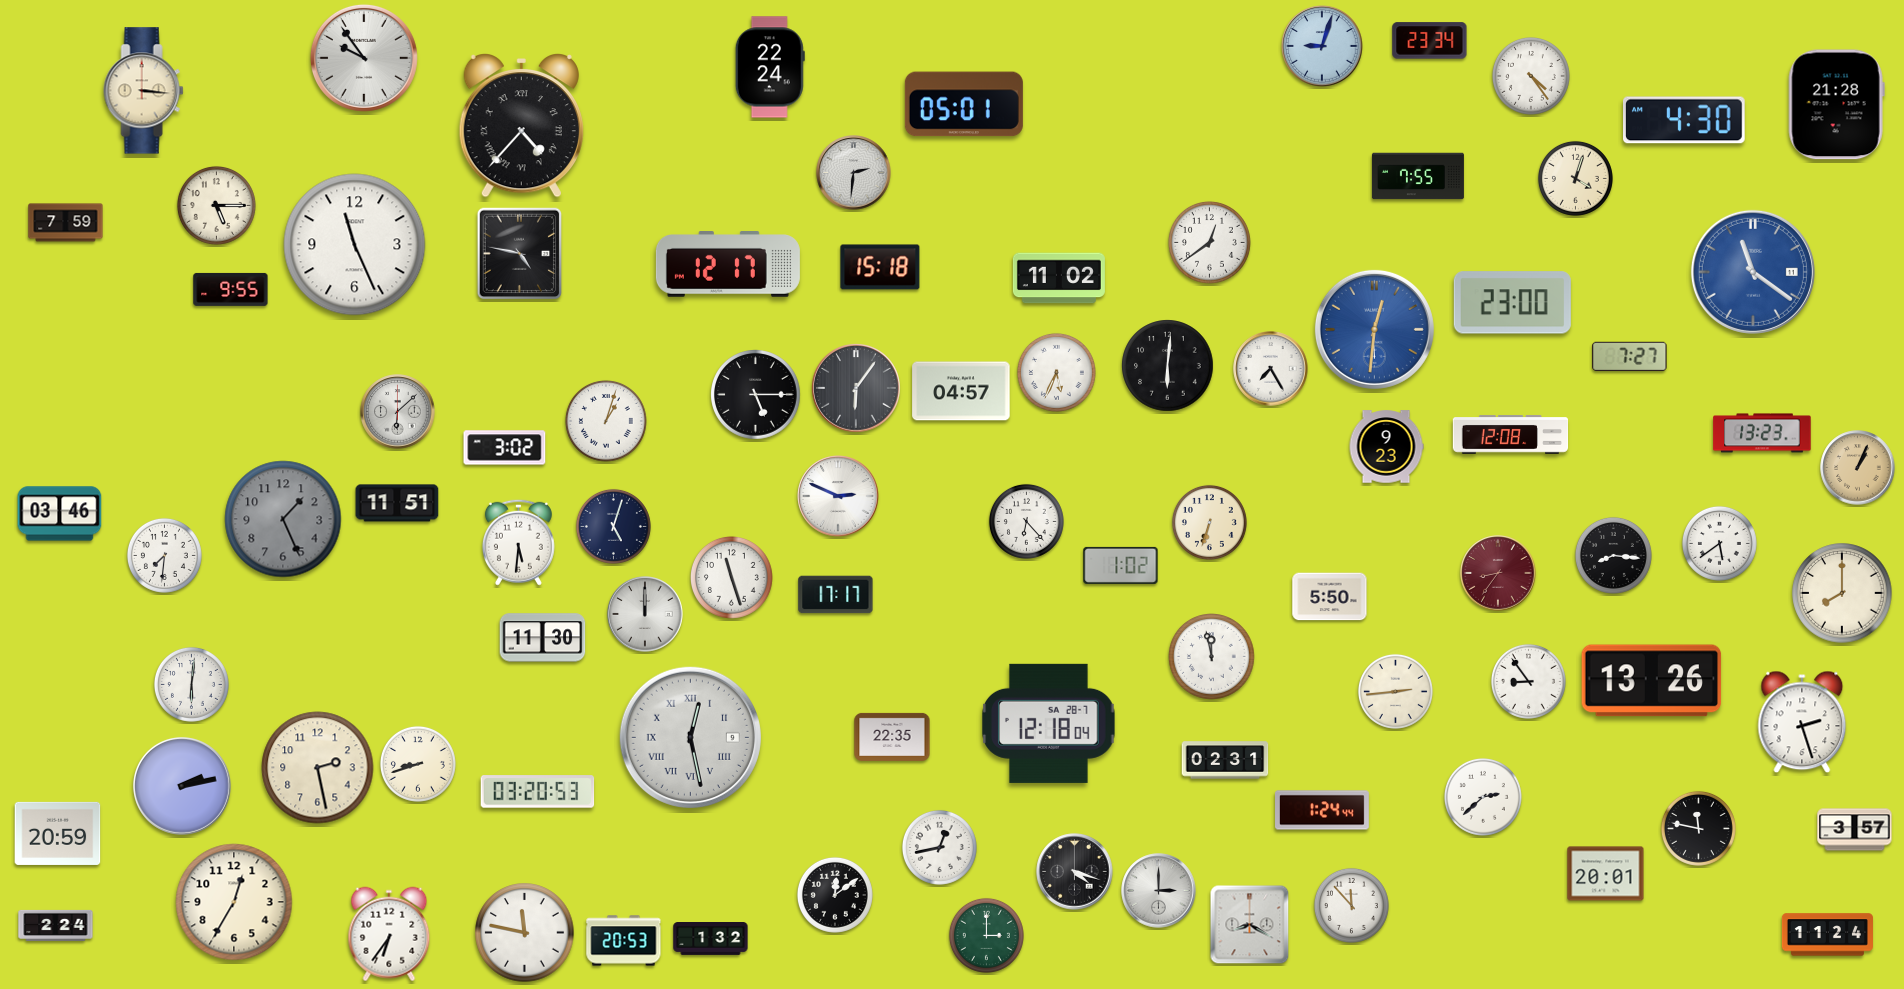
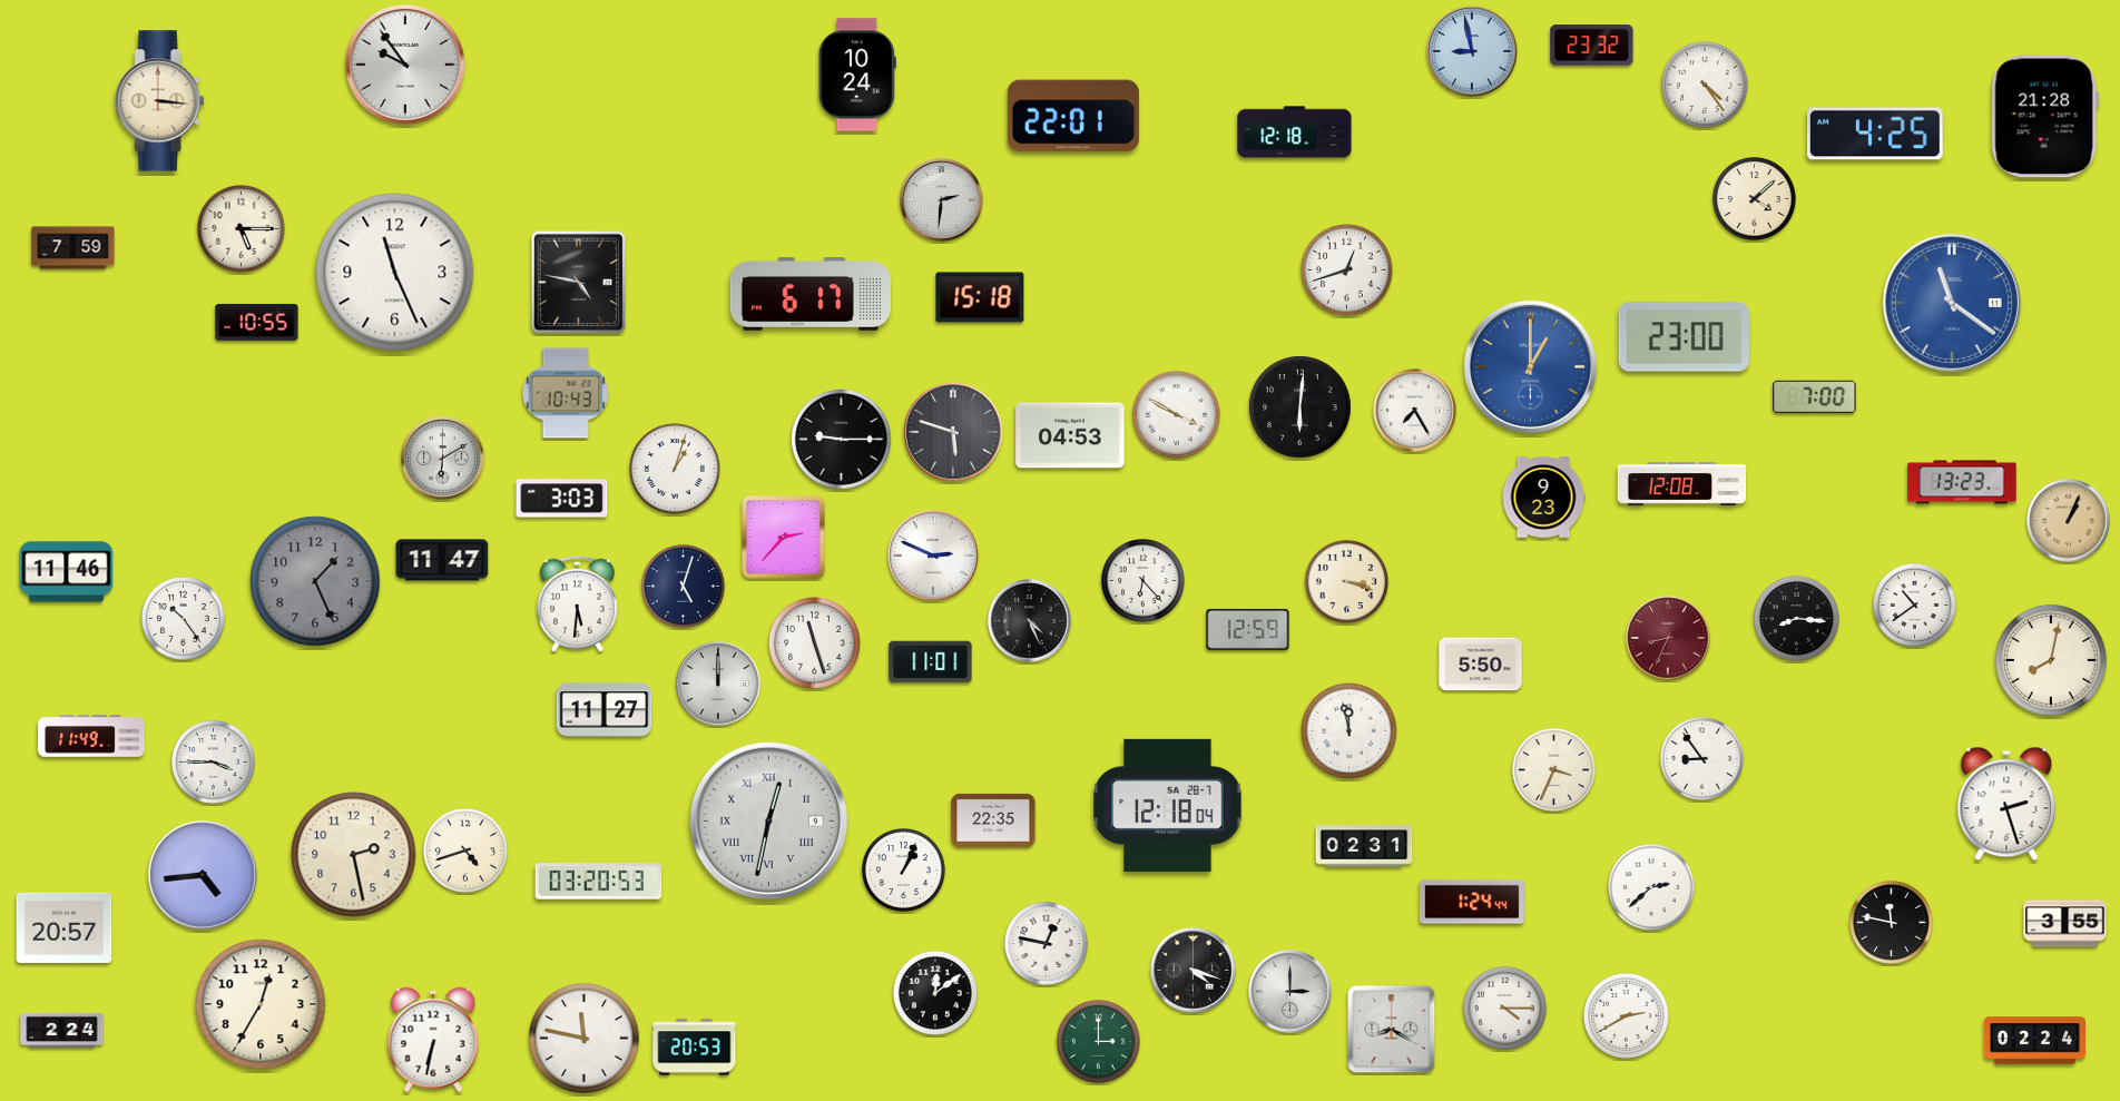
clock at (1430, 41): 23:34 -> 23:32
clock at (1322, 46): 9:03 -> 8:58
clock at (770, 67): 22:24 -> 10:24
clock at (964, 104): 05:01 -> 22:01
clock at (1295, 132): none -> 12:18
clock at (1685, 120): 4:30 -> 4:25
clock at (521, 126): 4:37 -> none
clock at (854, 173) position: (854, 173) -> (942, 200)
clock at (1418, 176): 7:55 -> none
clock at (1575, 178): 4:03 -> 4:08
clock at (1210, 243): 12:39 -> 12:42
clock at (728, 265): 12:17 -> 6:17
clock at (1059, 278): 11:02 -> none
clock at (231, 289): 9:55 -> 10:55
clock at (1374, 329): 12:31 -> 1:00
clock at (566, 393): none -> 10:43
clock at (1630, 356): 7:27 -> 7:00
clock at (1056, 372): 5:34 -> 3:50
clock at (856, 388): 6:06 -> 5:48
clock at (961, 391): 04:57 -> 04:53
clock at (756, 395): 5:15 -> 9:15
clock at (398, 412): 6:08 -> 6:10
clock at (505, 448): 3:02 -> 3:03
clock at (784, 538): none -> 2:37
clock at (838, 496) position: (838, 496) -> (933, 556)
clock at (397, 503): 11:51 -> 11:47
clock at (60, 514): 03:46 -> 11:46
clock at (283, 519) position: (283, 519) -> (315, 581)
clock at (1209, 522): 6:33 -> 3:18
clock at (1719, 543): 5:39 -> 10:39
clock at (164, 555): 7:31 -> 10:24
clock at (1030, 621): none -> 4:26
clock at (1121, 565): 1:02 -> 12:59
clock at (1498, 573): 8:36 -> 8:34
clock at (1842, 593): 8:00 -> 8:02
clock at (836, 595): 17:17 -> 11:01
clock at (543, 638): 11:30 -> 11:27
clock at (91, 736): none -> 11:49
clock at (1652, 681): 13:26 -> none
clock at (191, 684): 6:01 -> 3:45
clock at (1395, 691): 2:44 -> 3:34
clock at (690, 737): 12:28 -> 12:32
clock at (418, 764): 8:42 -> 4:42
clock at (903, 869): none -> 1:04
clock at (182, 786): 2:13 -> 4:44
clock at (1855, 830): 3:57 -> 3:55
clock at (58, 833): 20:59 -> 20:57
clock at (939, 847): 12:43 -> 12:47
clock at (1075, 872) position: (1075, 872) -> (1194, 971)
clock at (1606, 874): 20:01 -> none
clock at (835, 895) position: (835, 895) -> (935, 993)
clock at (1351, 905): 11:53 -> 4:15
clock at (1626, 1015): none -> 2:40
clock at (389, 934): 6:36 -> 6:32
clock at (1827, 935): 11:24 -> 02:24
clock at (711, 939): 1:32 -> none
